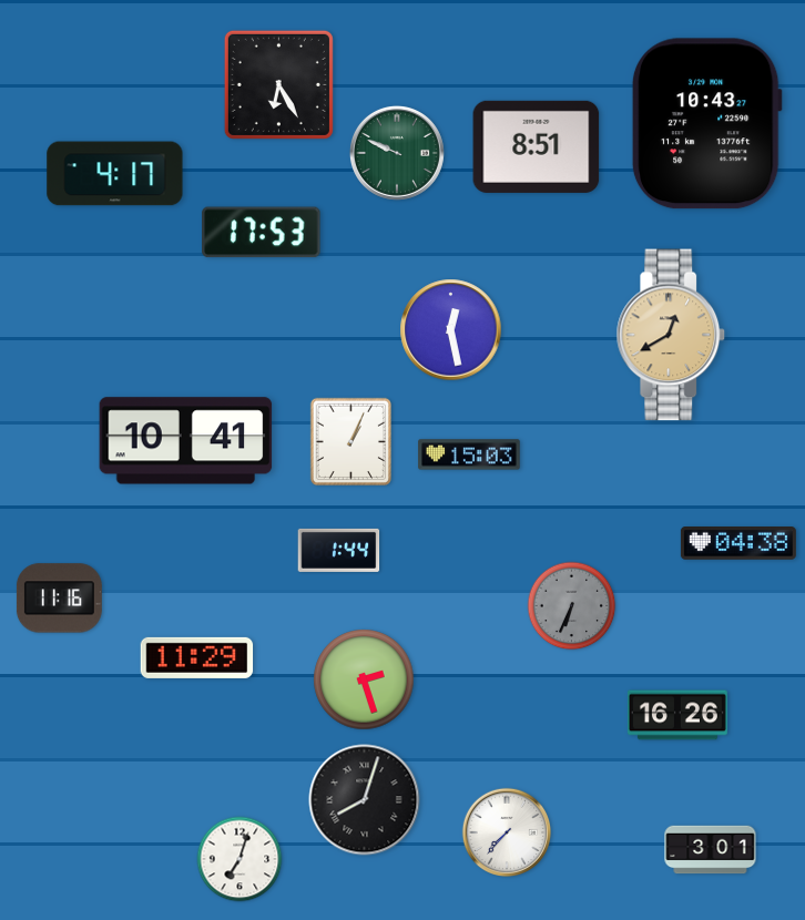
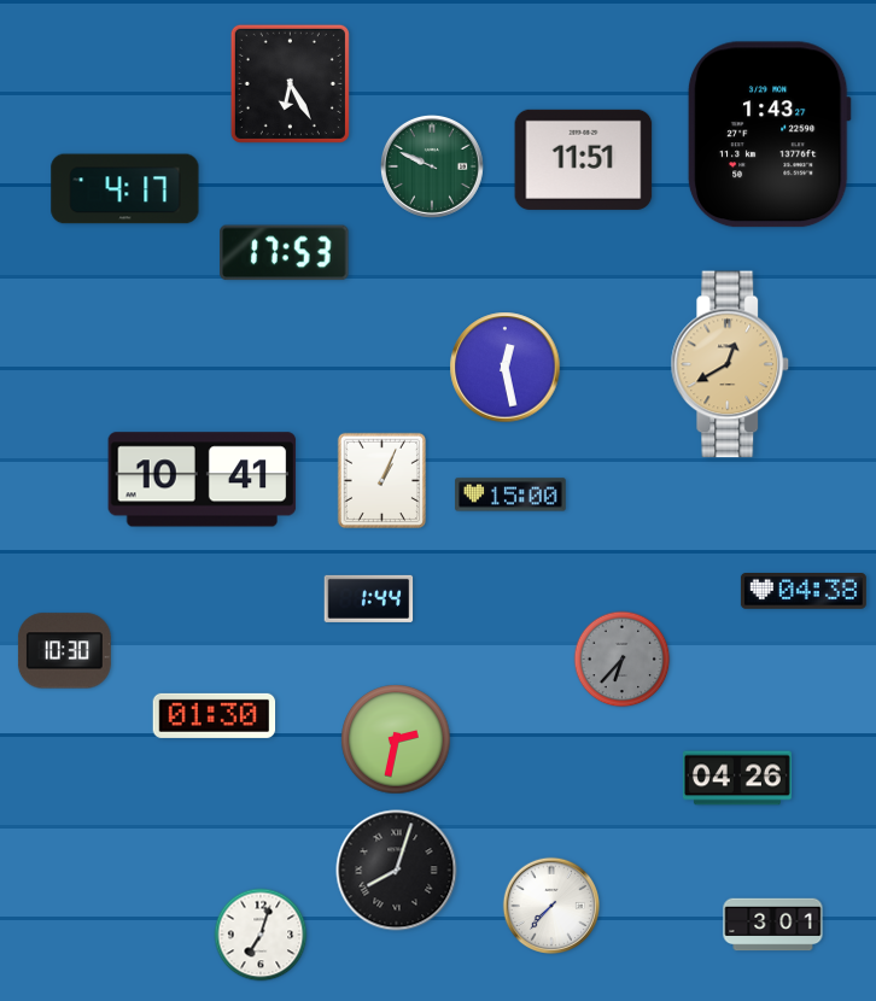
clock at (278, 84) position: (278, 84) -> (290, 83)
clock at (706, 124): 10:43 -> 1:43
clock at (537, 146): 8:51 -> 11:51
clock at (451, 330) position: (451, 330) -> (506, 368)
clock at (469, 454): 15:03 -> 15:00
clock at (59, 599): 11:16 -> 10:30
clock at (572, 606): 6:34 -> 6:37
clock at (197, 657): 11:29 -> 01:30
clock at (364, 679): 2:27 -> 2:32
clock at (677, 715): 16:26 -> 04:26
